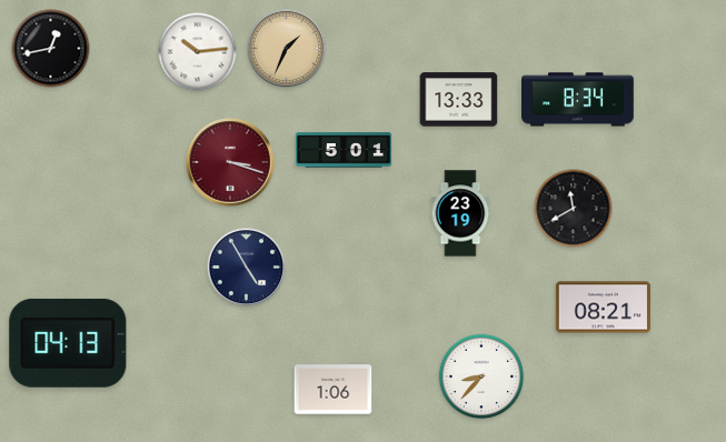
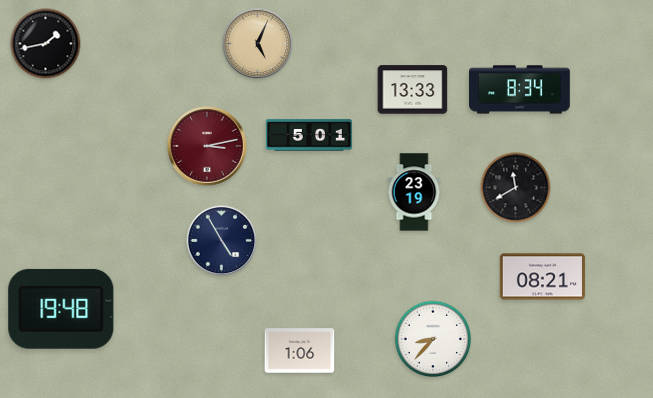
clock at (51, 49): 12:43 -> 1:43
clock at (287, 49): 1:34 -> 5:04
clock at (198, 52): 10:14 -> none
clock at (231, 163): 3:18 -> 3:13
clock at (68, 343): 04:13 -> 19:48
